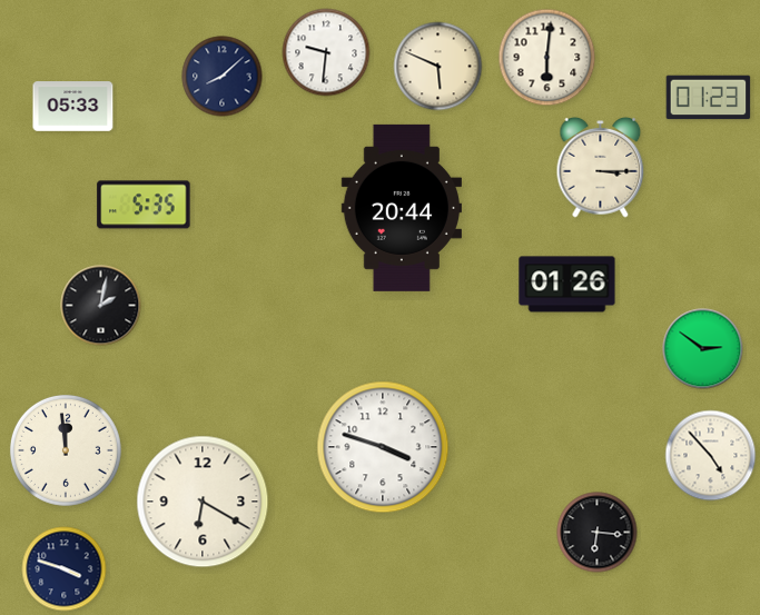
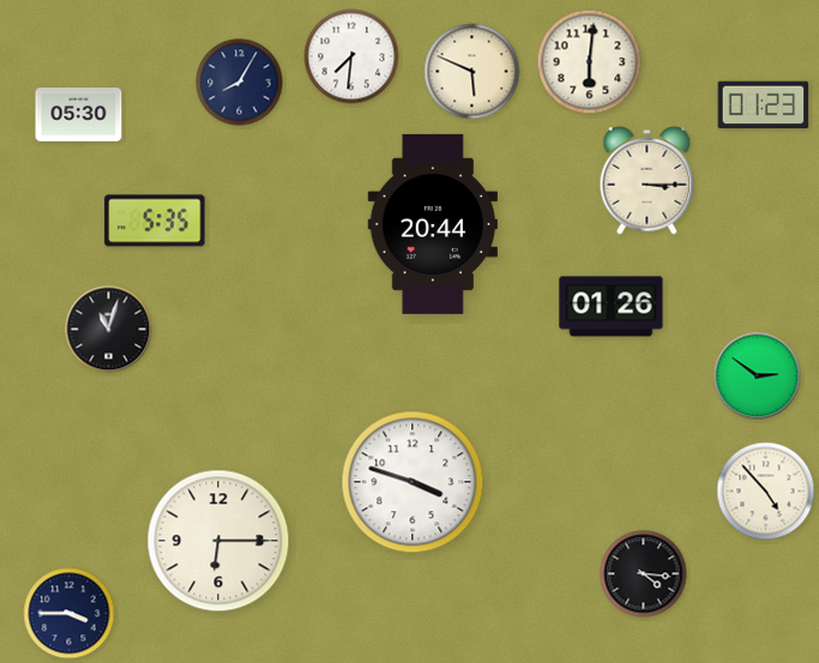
clock at (326, 52): 9:31 -> 7:31
clock at (223, 77): 8:08 -> 8:05
clock at (73, 107): 05:33 -> 05:30
clock at (101, 306): 2:02 -> 11:03
clock at (66, 450): 11:59 -> none
clock at (203, 502): 6:20 -> 6:15
clock at (598, 533): 6:16 -> 4:16
clock at (65, 569): 3:48 -> 3:45
